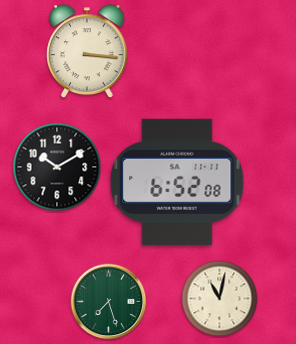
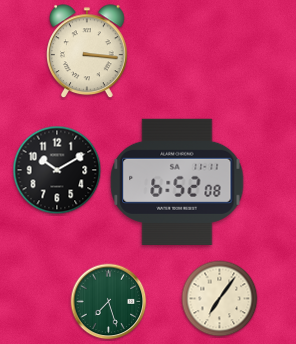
clock at (57, 167) position: (57, 167) -> (57, 170)
clock at (220, 299): 11:02 -> 7:06
